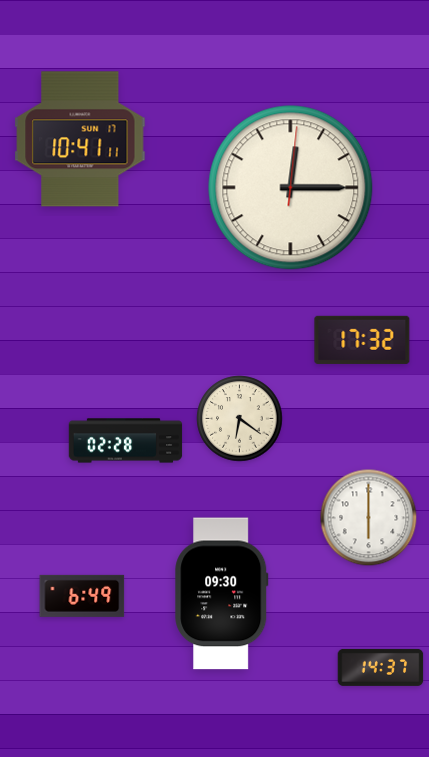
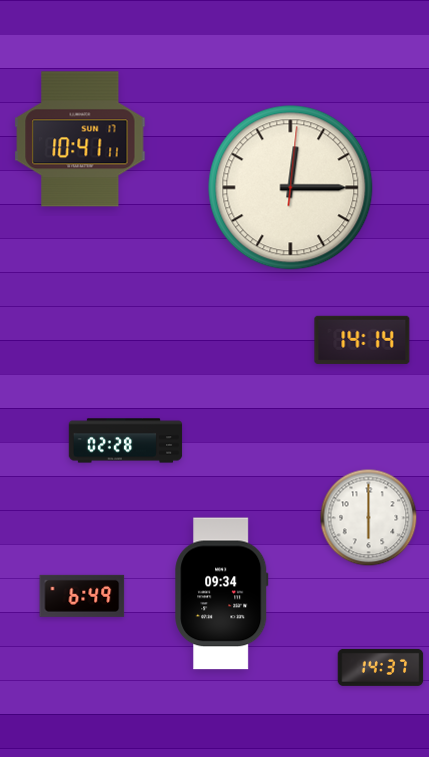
clock at (362, 340): 17:32 -> 14:14
clock at (240, 419): 6:21 -> none
clock at (222, 594): 09:30 -> 09:34
